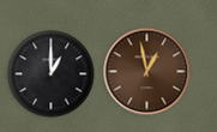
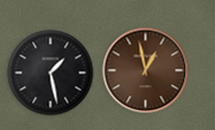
clock at (52, 74): 1:00 -> 1:28
